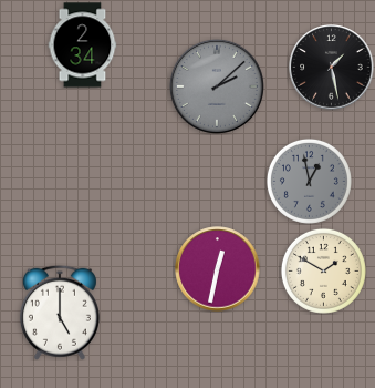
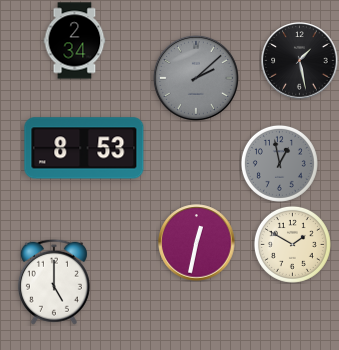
clock at (84, 148): none -> 8:53
